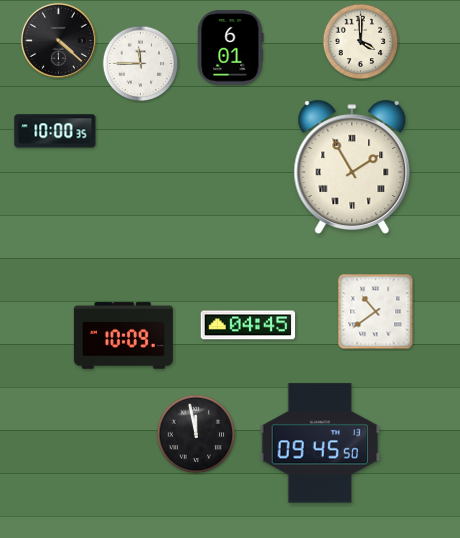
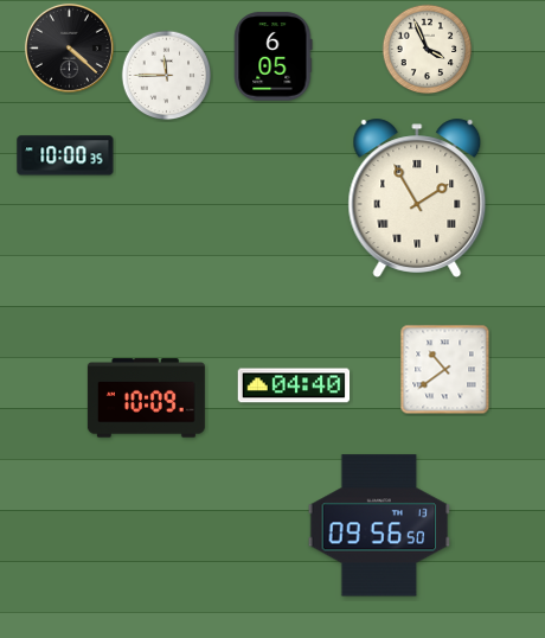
clock at (361, 42): 4:00 -> 3:56
clock at (231, 48): 6:01 -> 6:05
clock at (248, 325): 04:45 -> 04:40
clock at (196, 434): 11:58 -> none
clock at (320, 443): 09:45 -> 09:56
